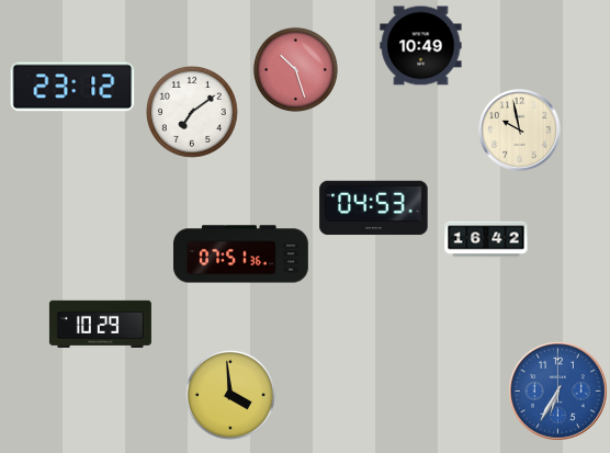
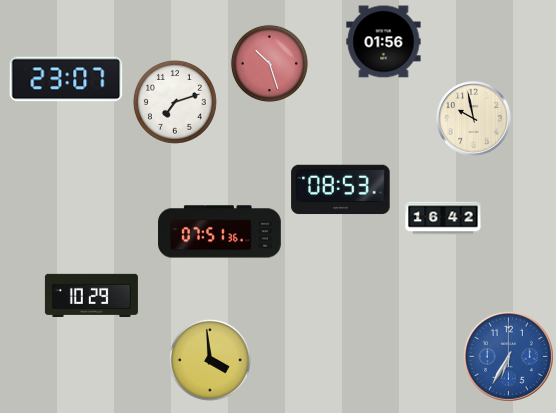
clock at (421, 46): 10:49 -> 01:56
clock at (72, 87): 23:12 -> 23:07
clock at (192, 112): 7:09 -> 7:12
clock at (374, 208): 04:53 -> 08:53
